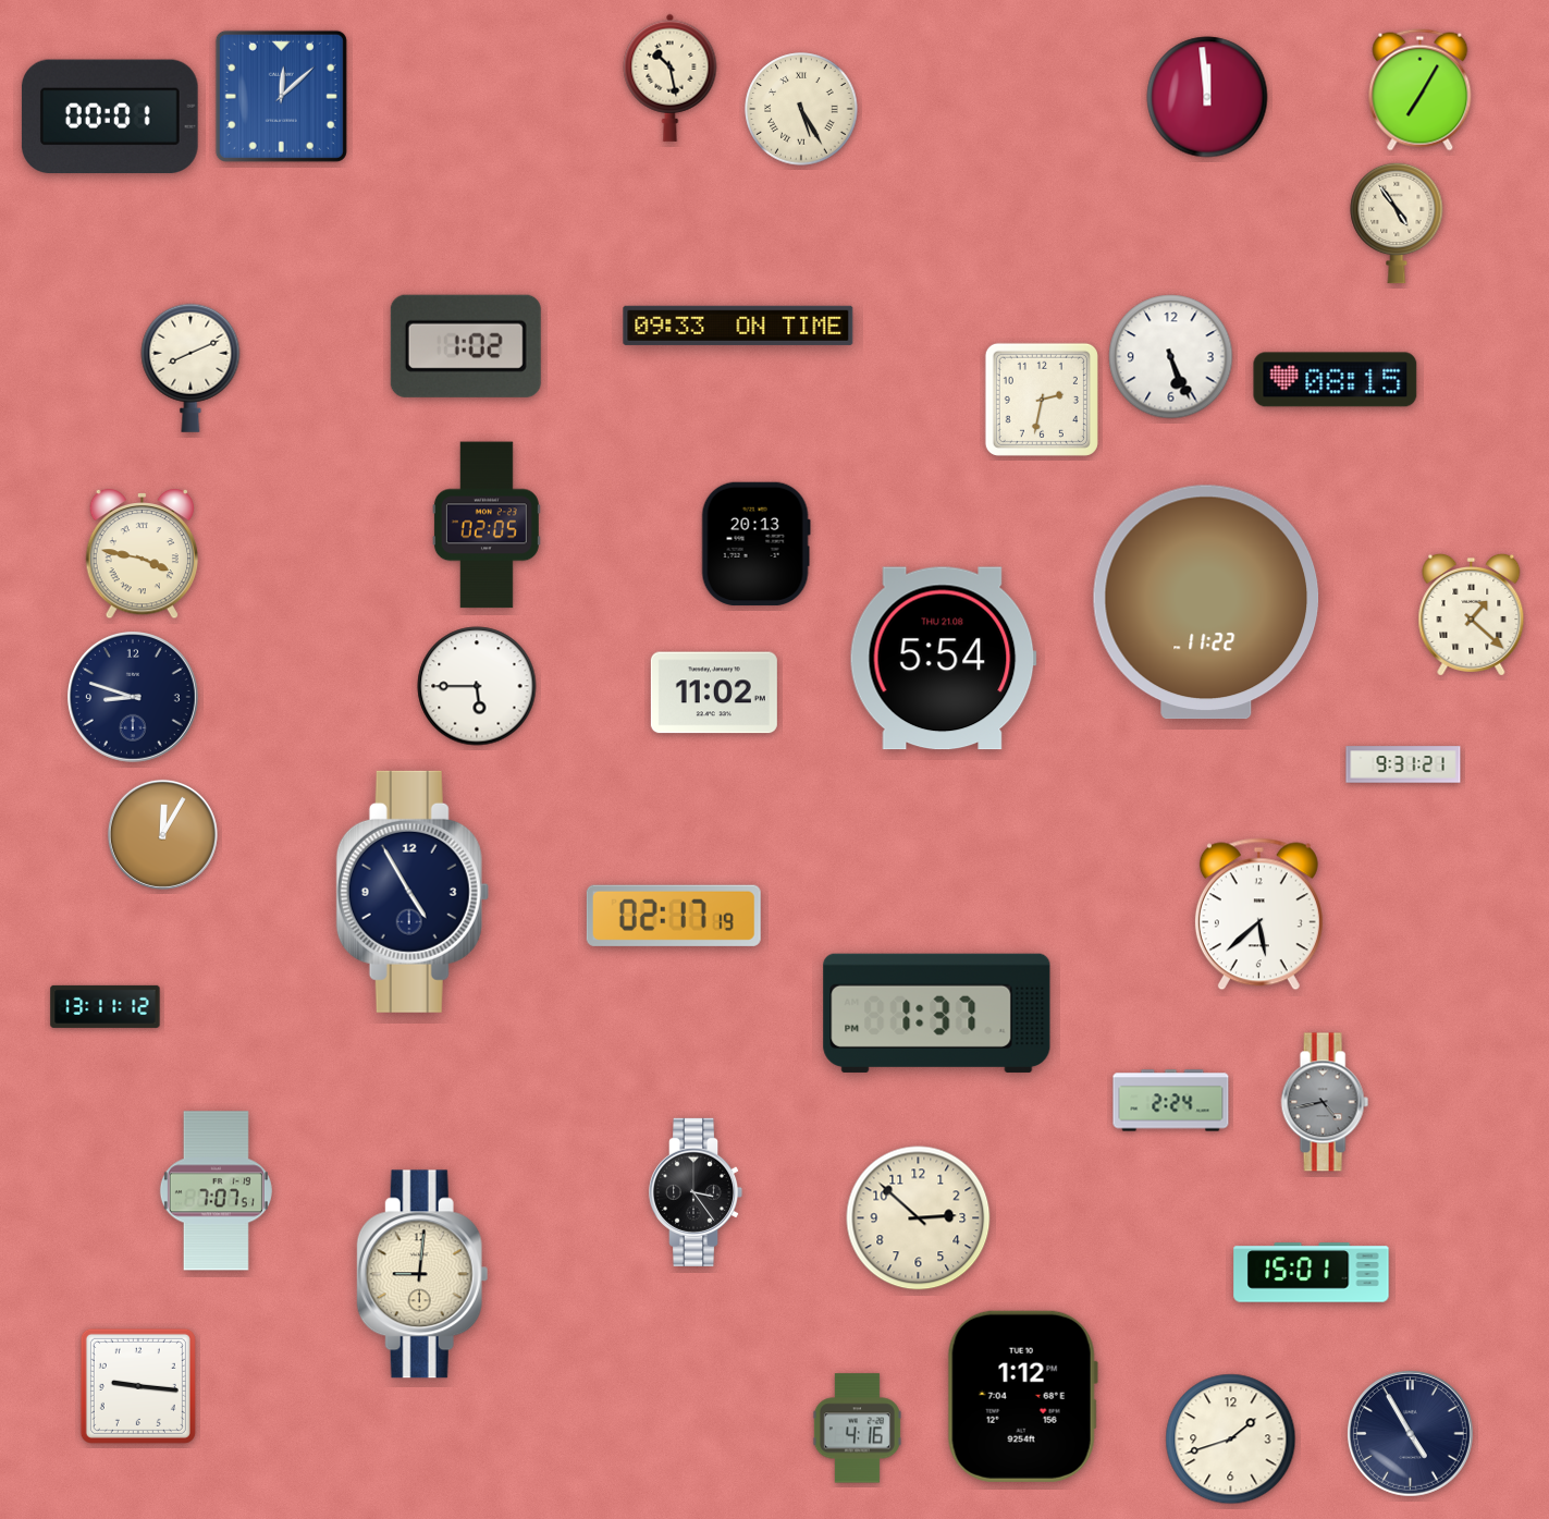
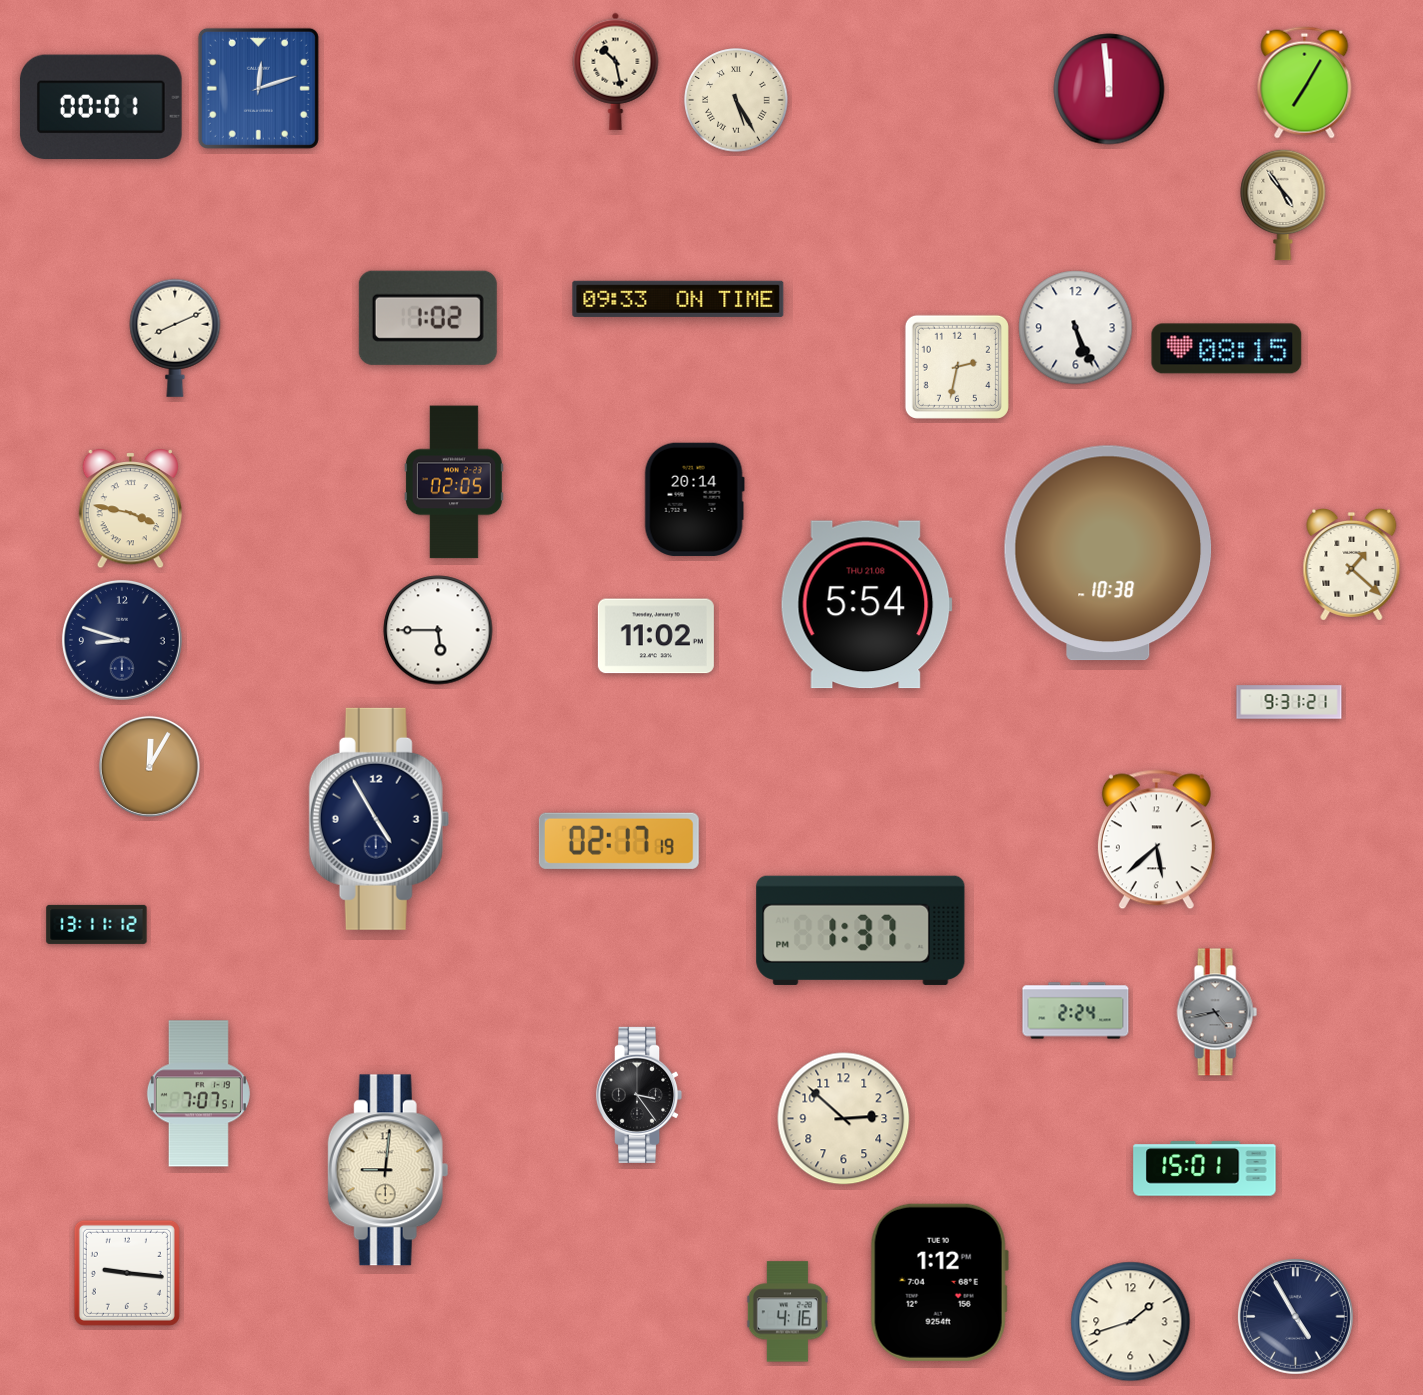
clock at (281, 96): 12:08 -> 12:12
clock at (487, 525) position: (487, 525) -> (454, 482)
clock at (755, 543): 20:13 -> 20:14
clock at (1206, 602): 11:22 -> 10:38
